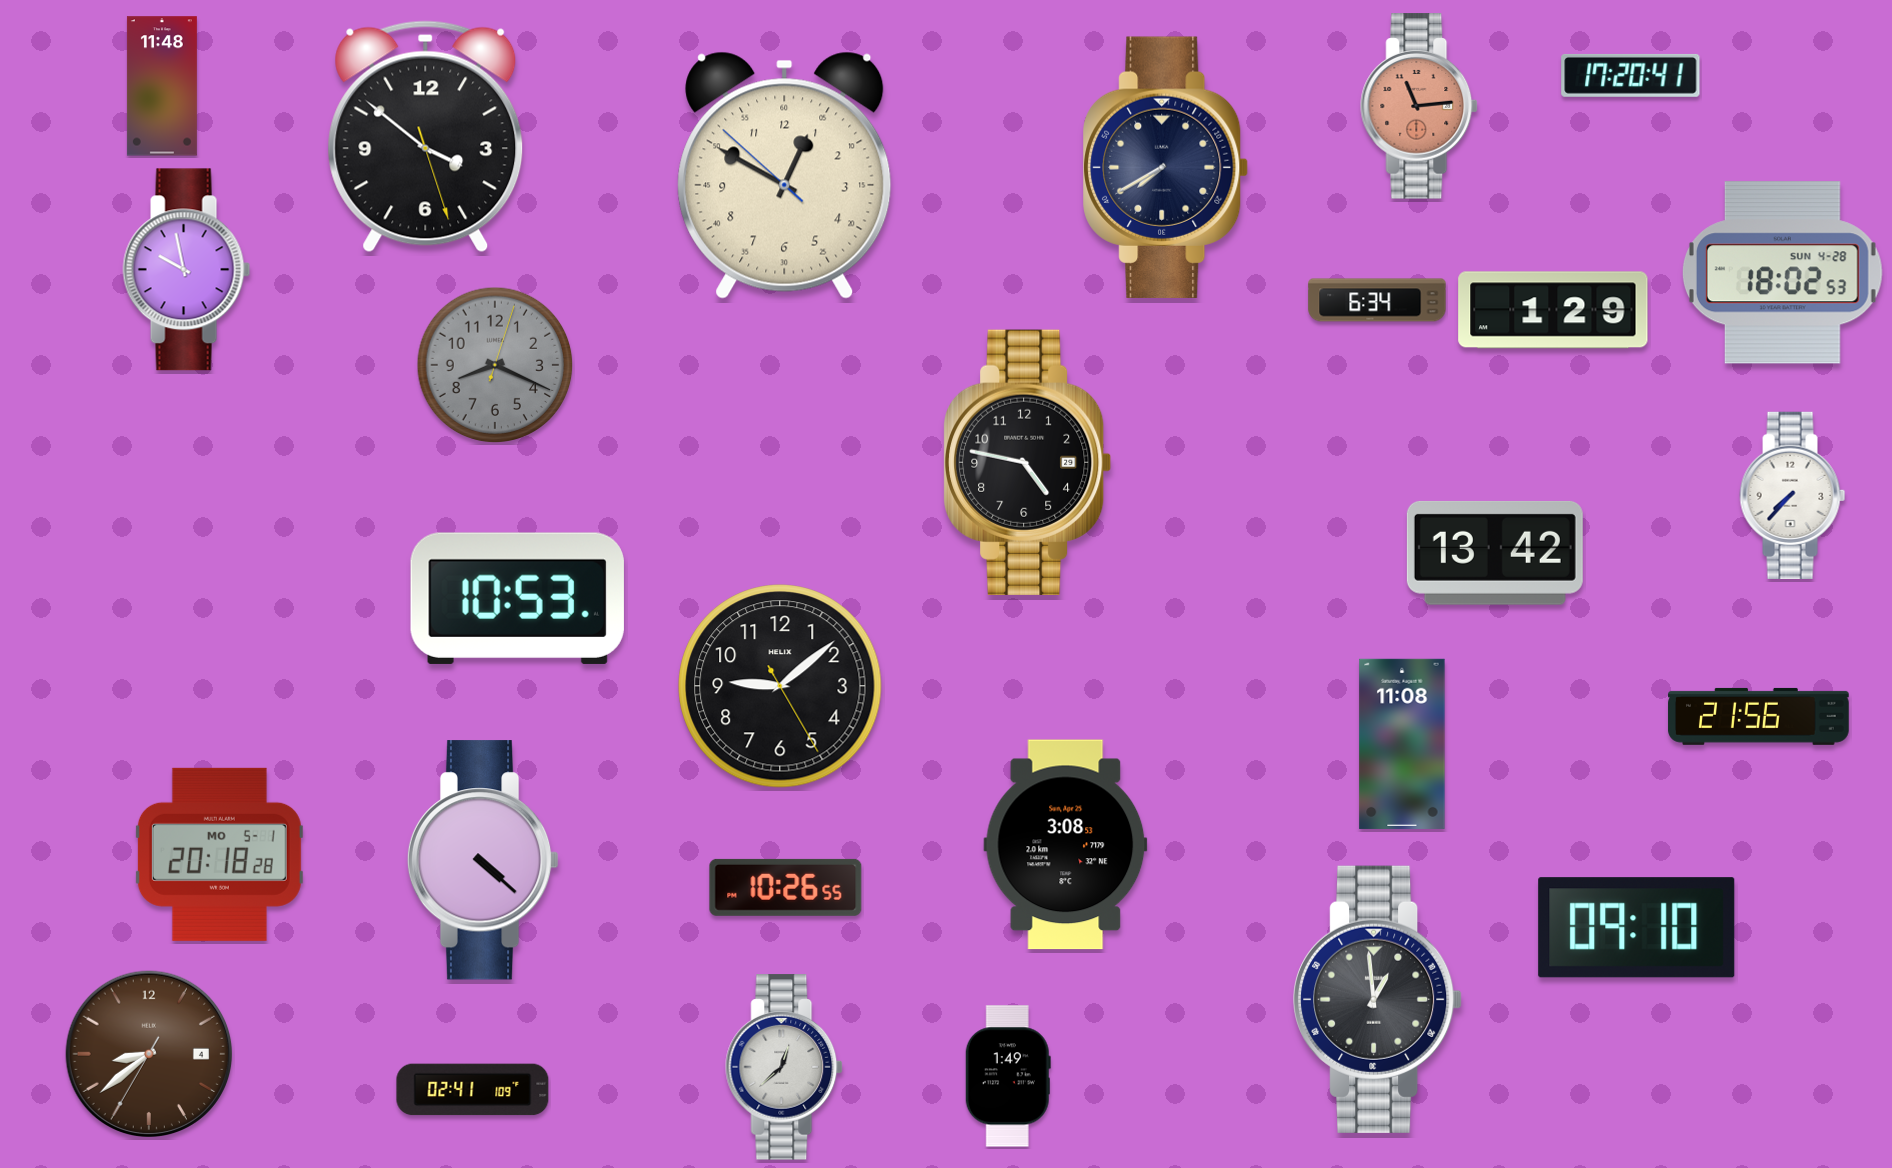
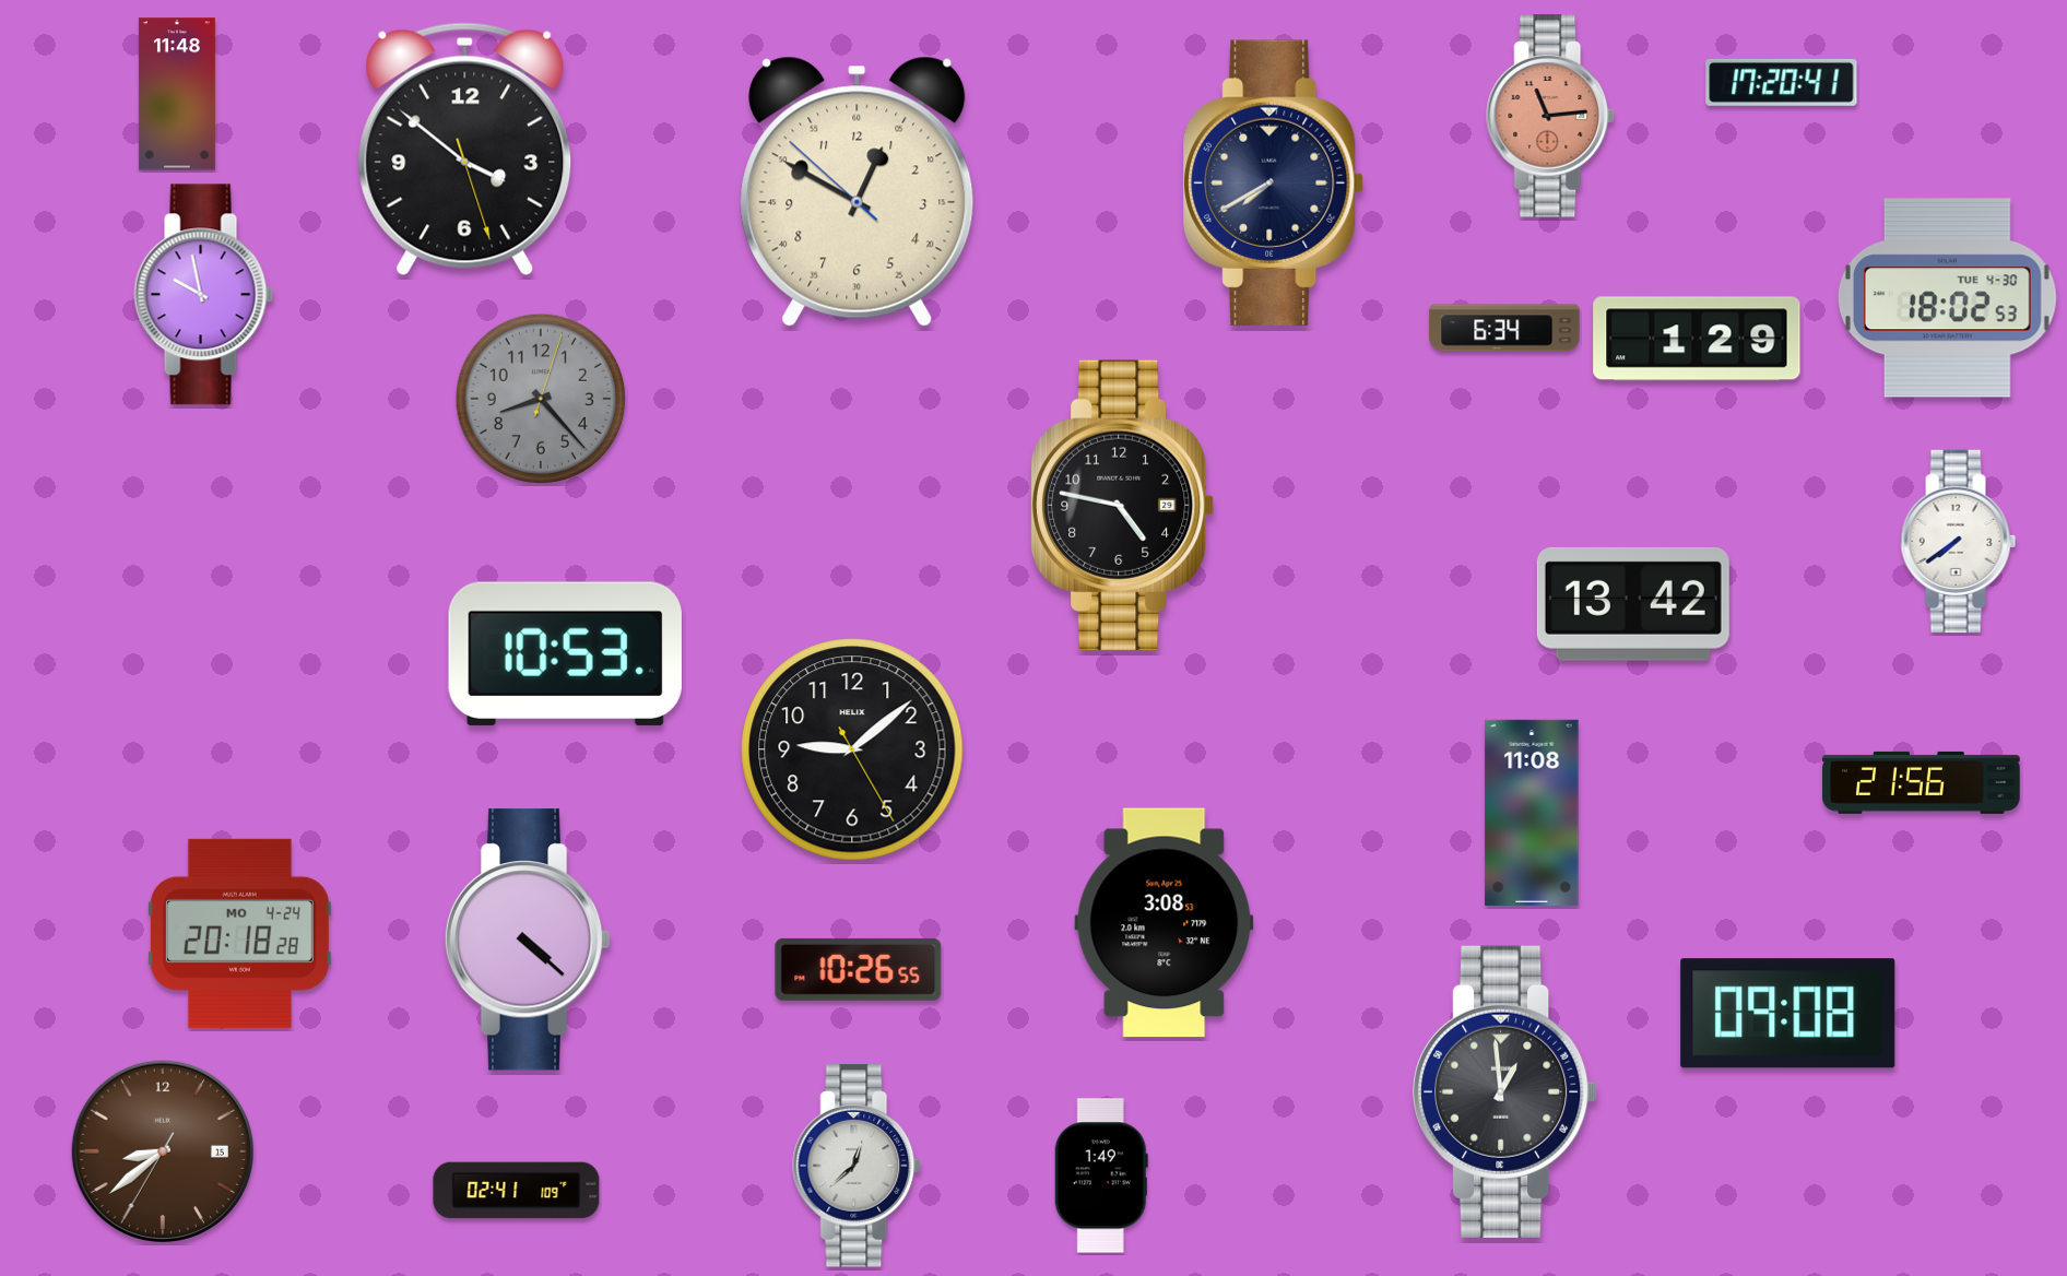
clock at (1782, 273) date: SUN 4-28 -> TUE 4-30
clock at (495, 365): 8:19 -> 8:23
clock at (1793, 495): 7:37 -> 7:39
clock at (219, 854) date: MO 5-1 -> MO 4-24
clock at (1637, 928): 09:10 -> 09:08
clock at (148, 1053) date: 4 -> 15
